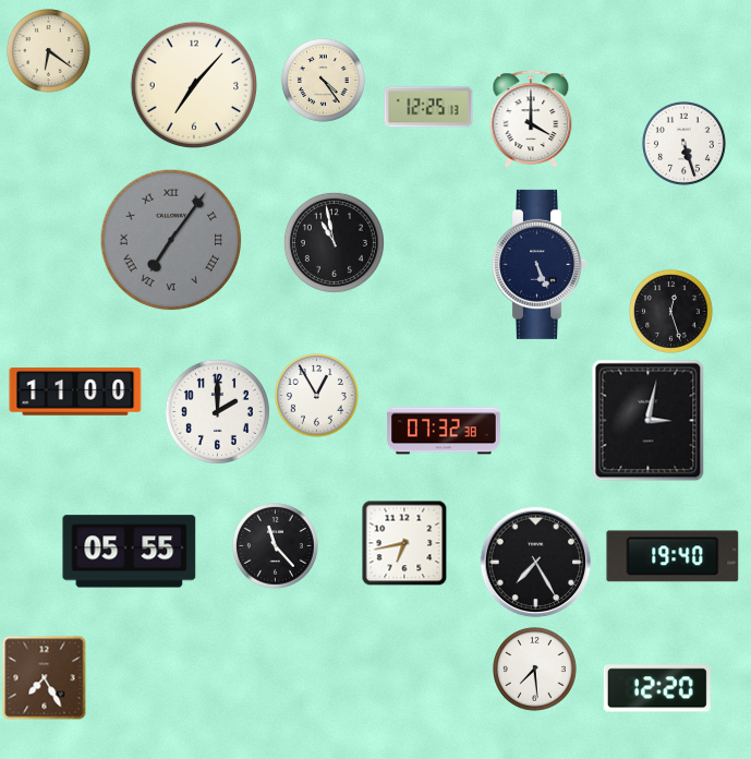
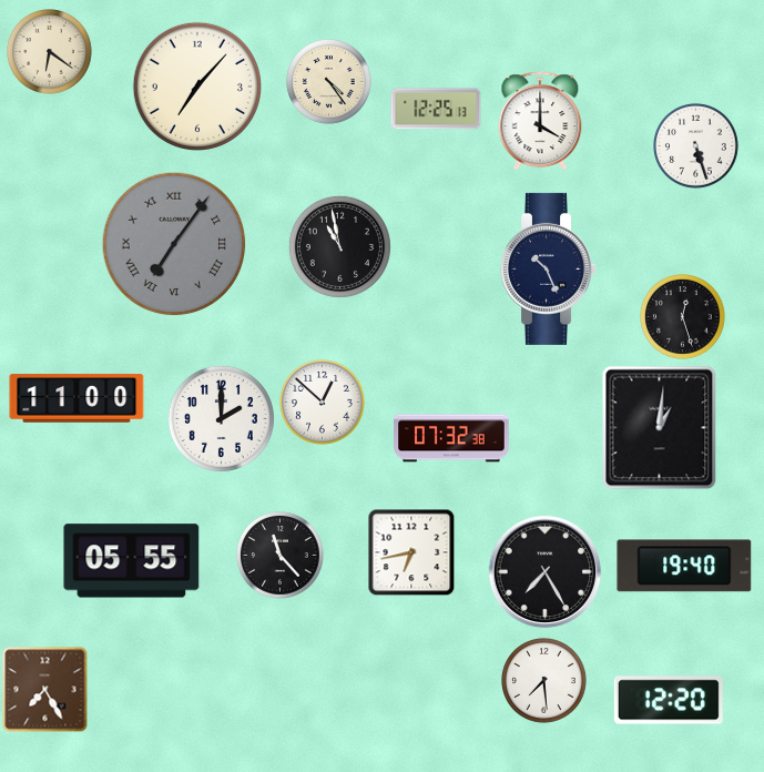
clock at (540, 264): 5:26 -> 10:26
clock at (317, 396): 12:55 -> 12:52
clock at (649, 421): 3:02 -> 1:01
